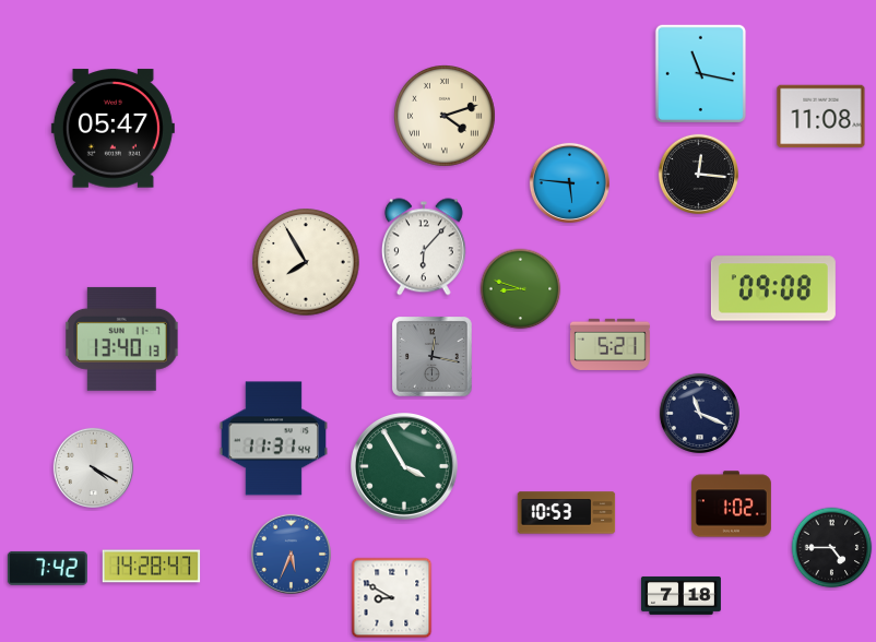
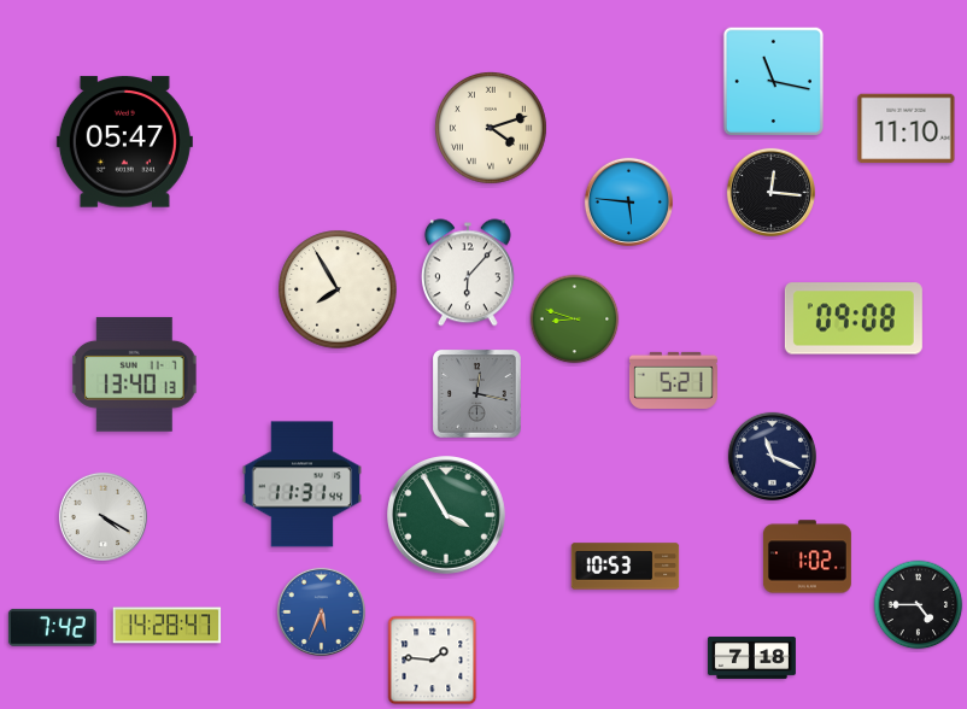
clock at (821, 117): 11:08 -> 11:10
clock at (392, 598): 8:50 -> 1:46
